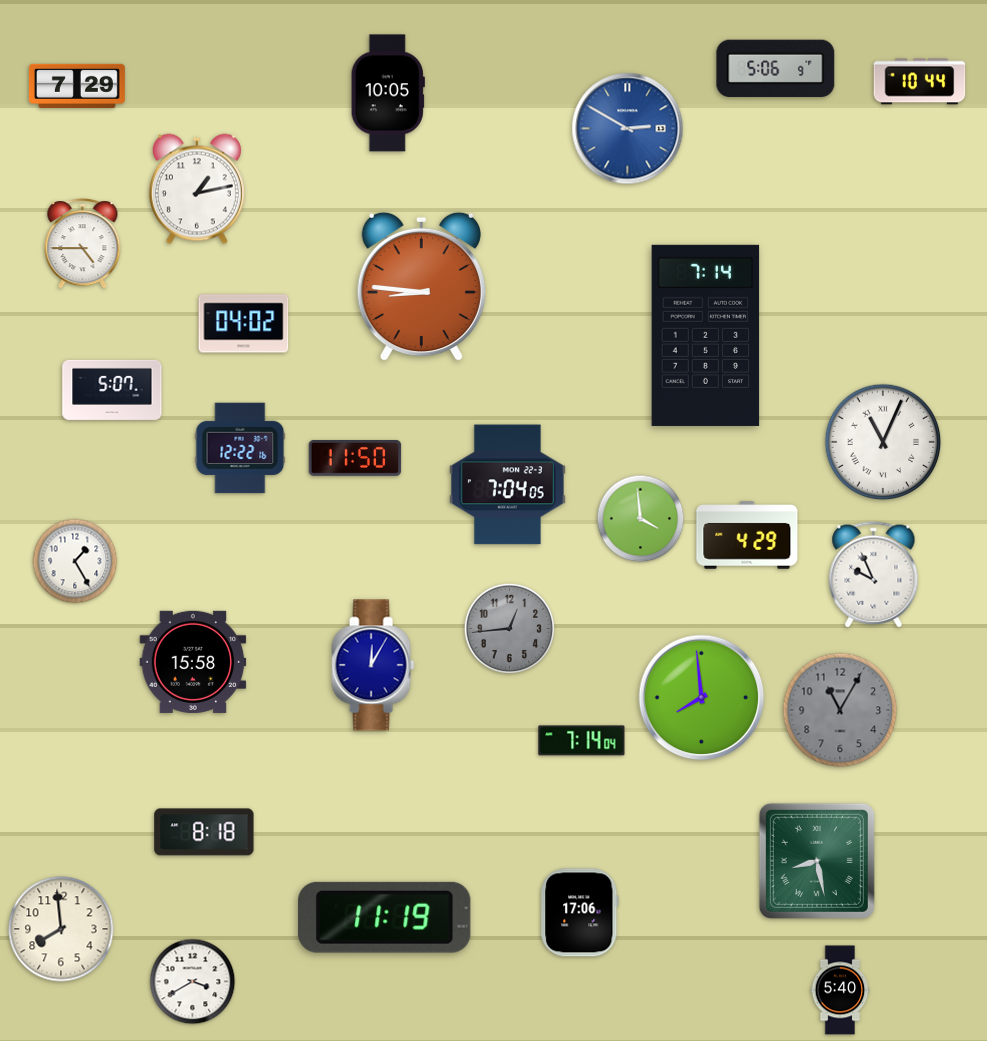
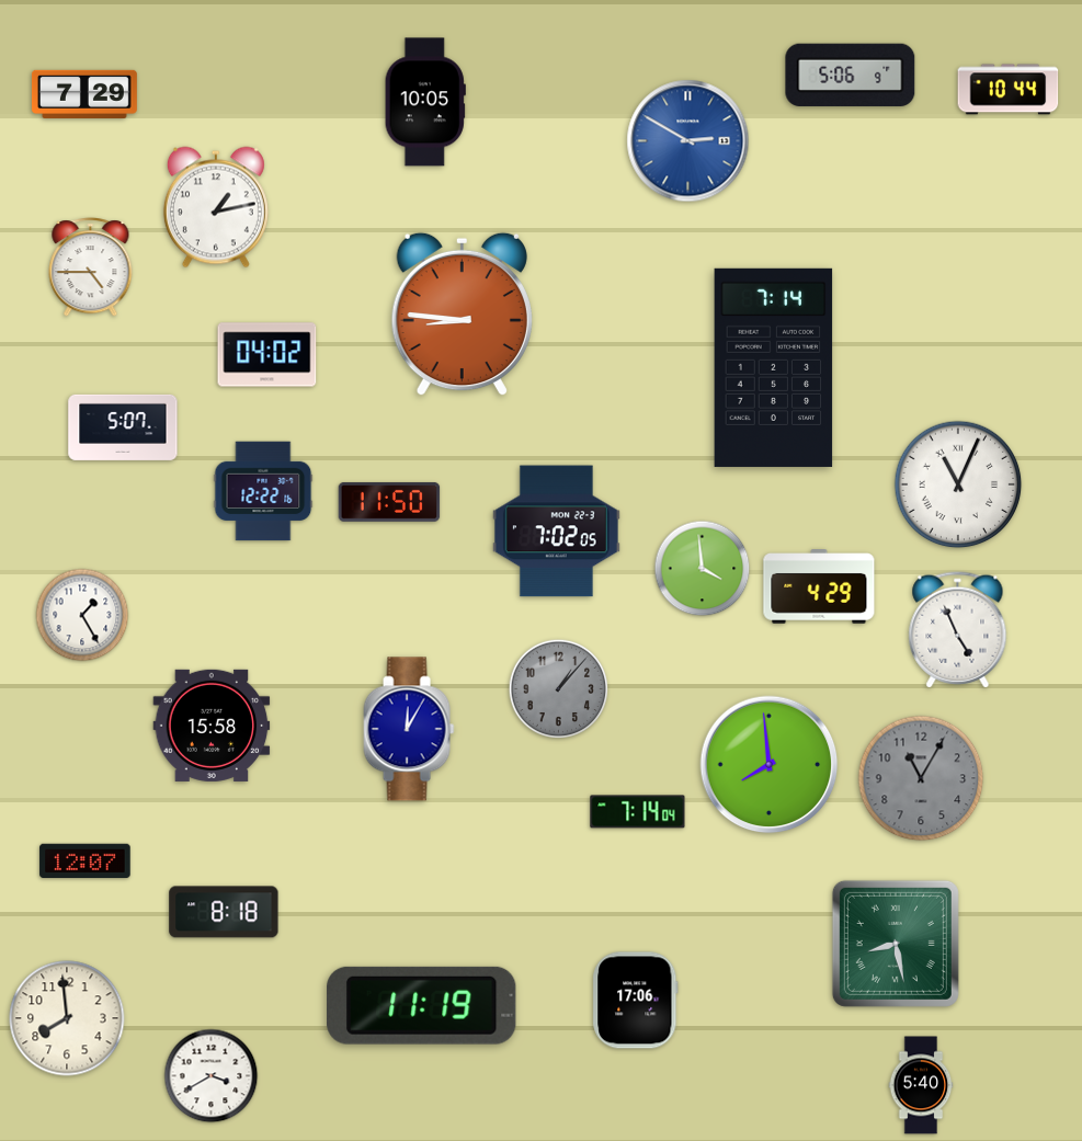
clock at (883, 442) position: (883, 442) -> (958, 484)
clock at (507, 485): 7:04 -> 7:02
clock at (874, 575): 9:56 -> 4:56
clock at (510, 629): 12:44 -> 1:07
clock at (86, 862): none -> 12:07
